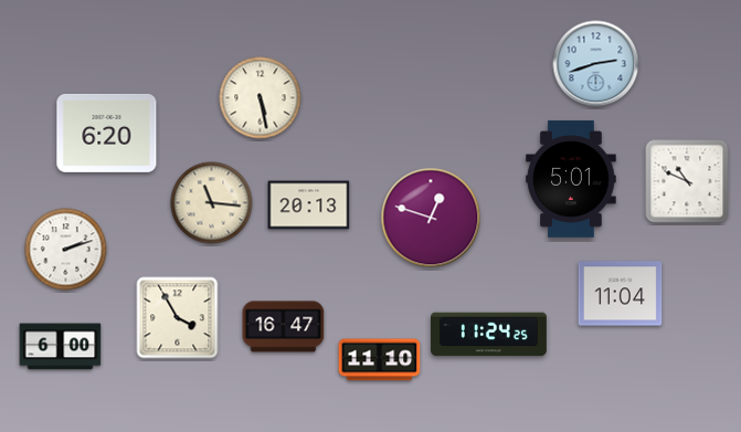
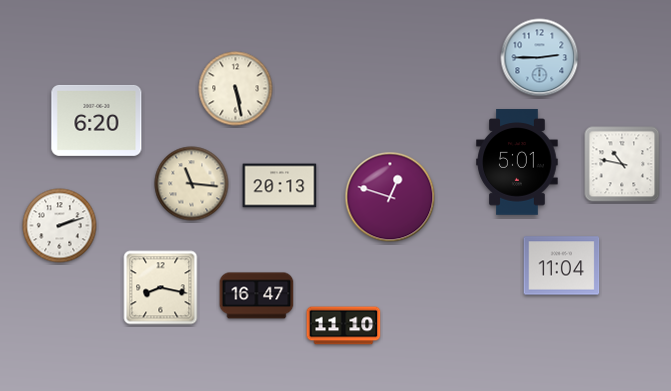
clock at (596, 64): 2:42 -> 2:45
clock at (687, 181): 10:49 -> 10:47
clock at (178, 318): 3:55 -> 8:17
clock at (489, 335): 11:24 -> none
clock at (61, 347): 6:00 -> none
